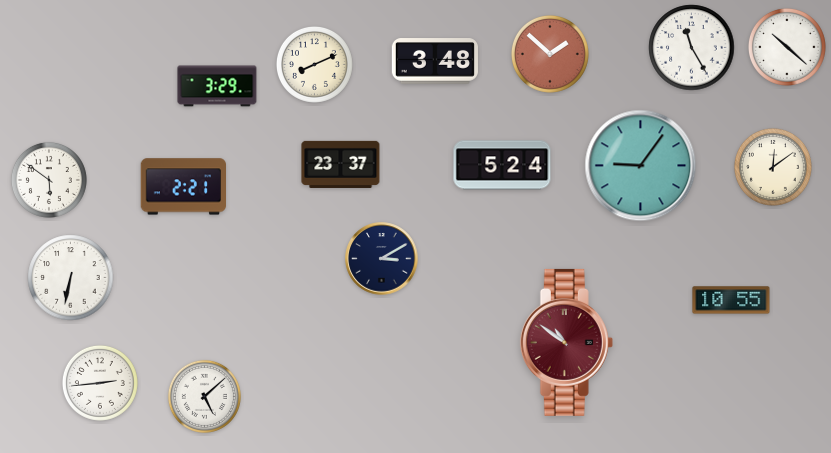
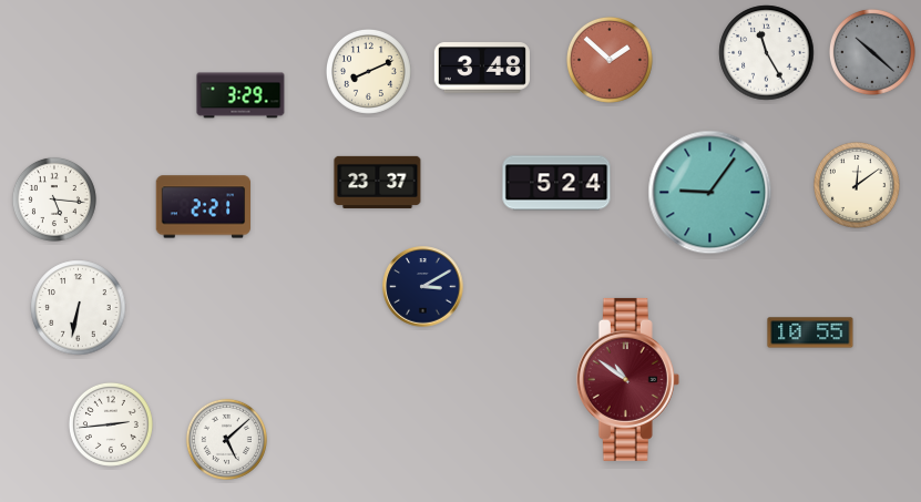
clock at (787, 47) dial: white -> grey
clock at (314, 64) position: (314, 64) -> (368, 71)
clock at (641, 166) position: (641, 166) -> (710, 193)
clock at (49, 180): 5:51 -> 5:16
